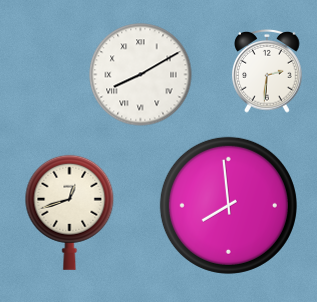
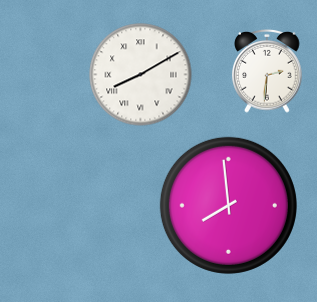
clock at (70, 212): 12:42 -> none
